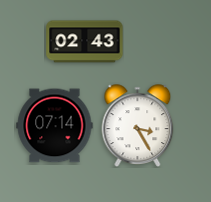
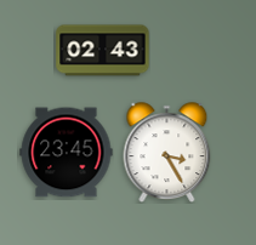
clock at (55, 126): 07:14 -> 23:45
